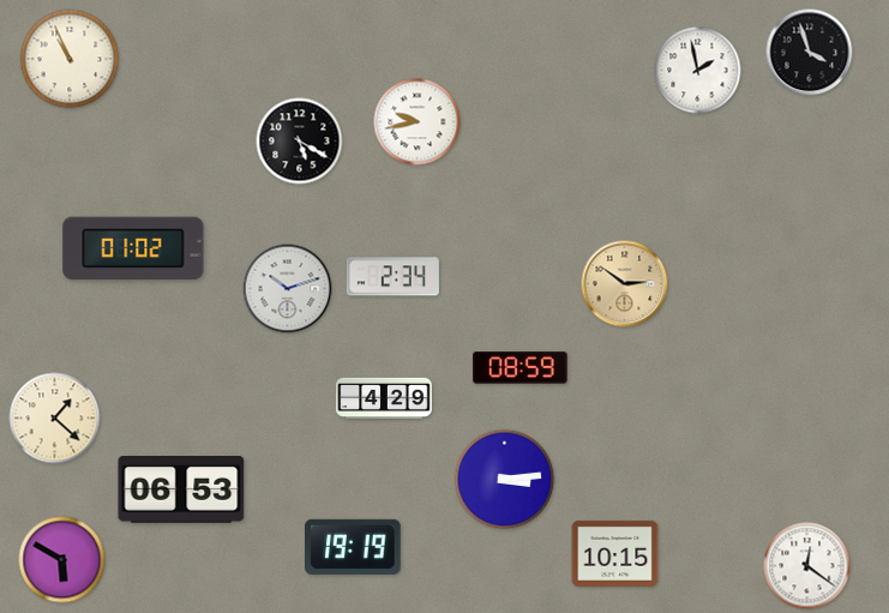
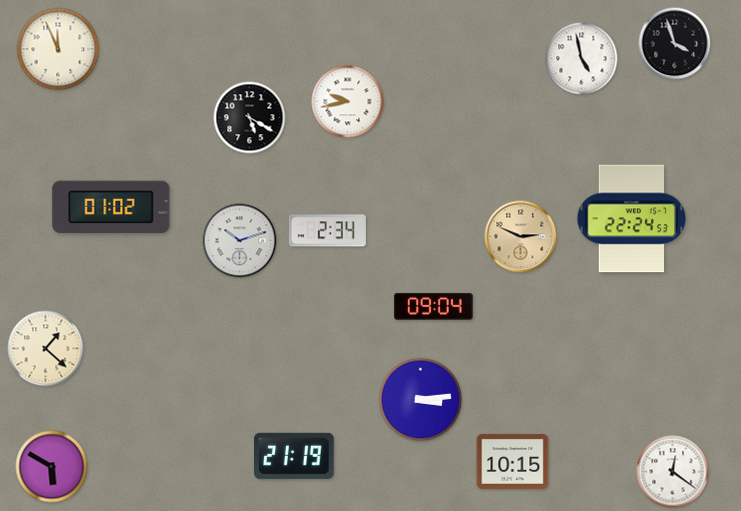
clock at (70, 59): 10:56 -> 11:56
clock at (698, 71): 1:58 -> 4:58
clock at (632, 219): none -> 22:24
clock at (625, 284): 2:51 -> 2:49
clock at (521, 367): 08:59 -> 09:04
clock at (384, 397): 4:29 -> none
clock at (181, 491): 06:53 -> none
clock at (353, 547): 19:19 -> 21:19
